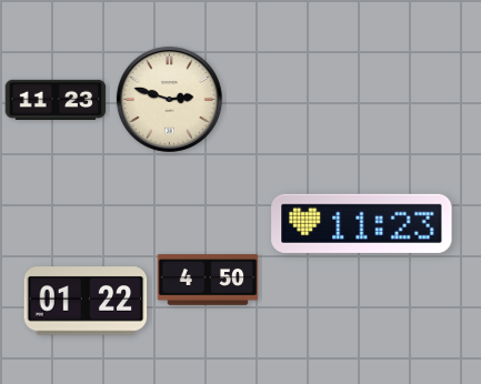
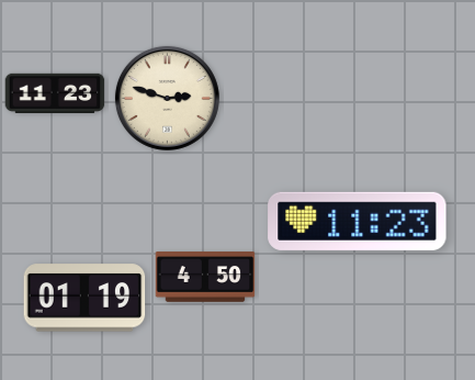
clock at (56, 100) position: (56, 100) -> (55, 93)
clock at (86, 301): 01:22 -> 01:19
